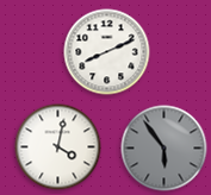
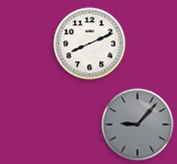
clock at (58, 147): 4:02 -> none
clock at (165, 149): 5:54 -> 9:07
